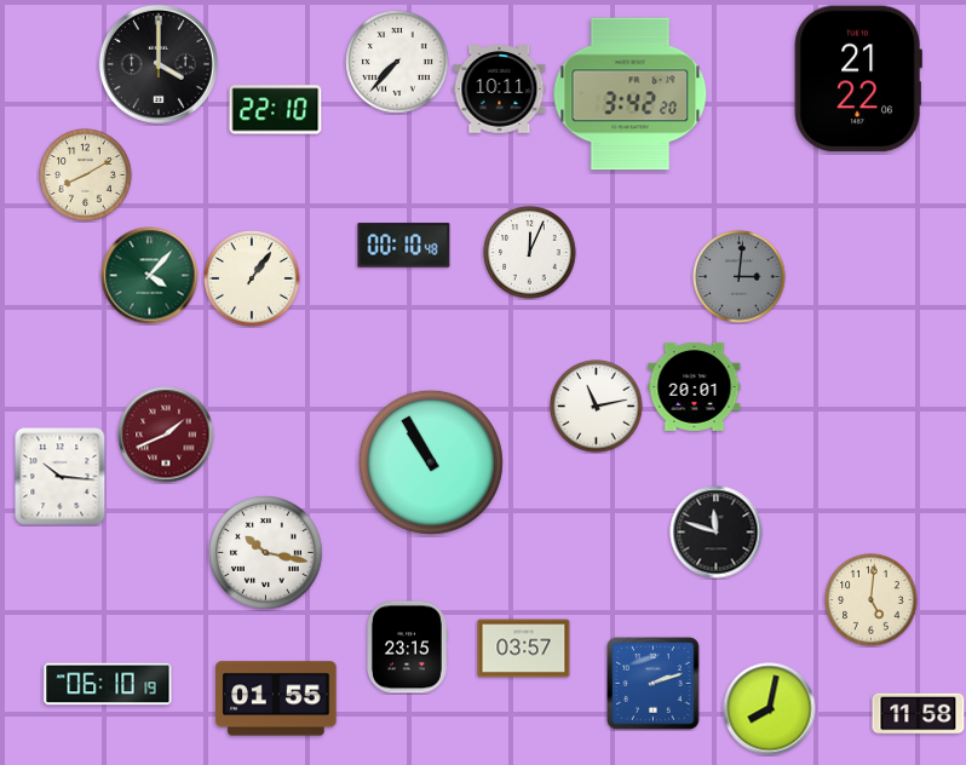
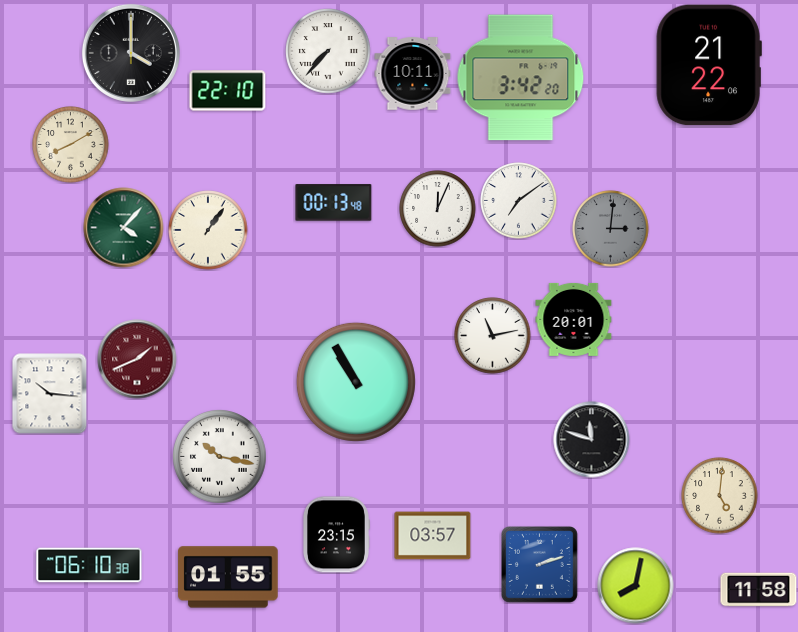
clock at (519, 201): none -> 7:09
clock at (404, 246): 00:10 -> 00:13
clock at (108, 684): 06:10:19 -> 06:10:38
